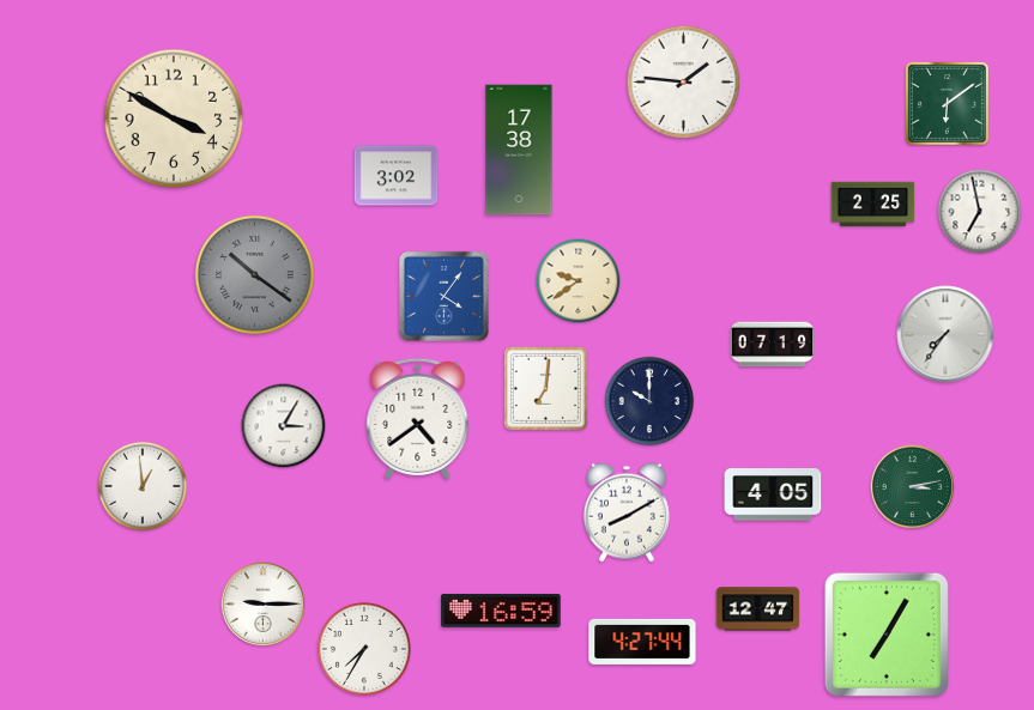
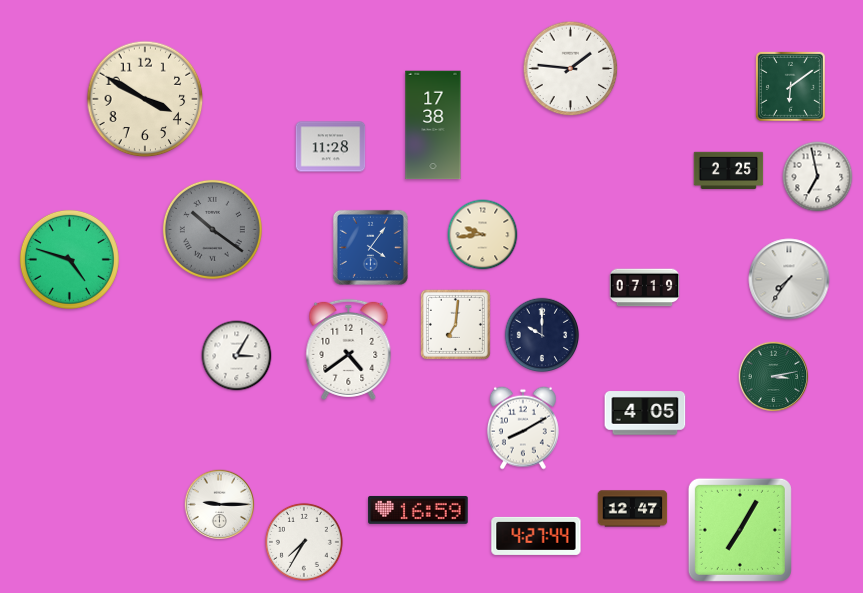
clock at (397, 176): 3:02 -> 11:28
clock at (579, 281): 9:39 -> 9:44
clock at (69, 259): none -> 4:48
clock at (143, 486): 12:59 -> none
clock at (913, 487) position: (913, 487) -> (774, 377)
